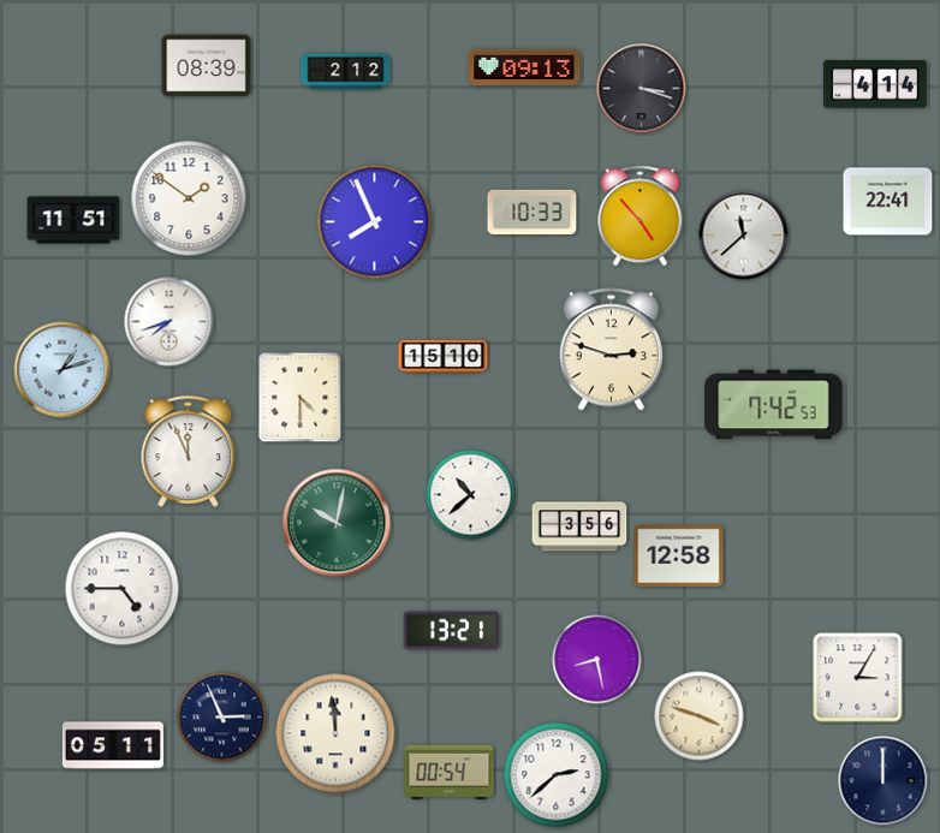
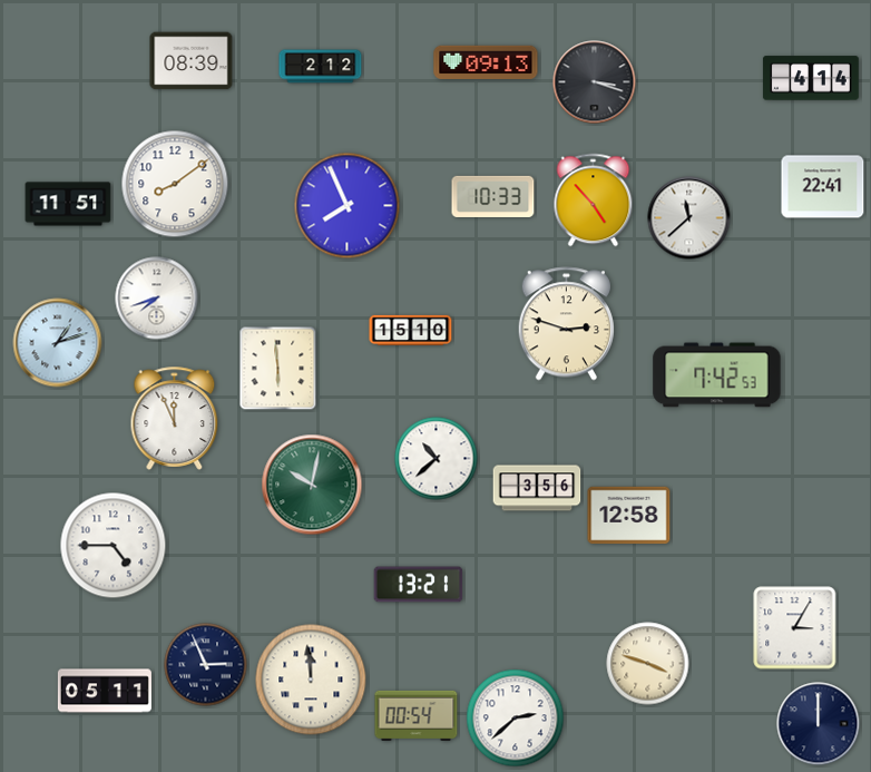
clock at (189, 198): 1:51 -> 8:09
clock at (301, 398): 4:30 -> 5:59
clock at (597, 660): 8:28 -> none
